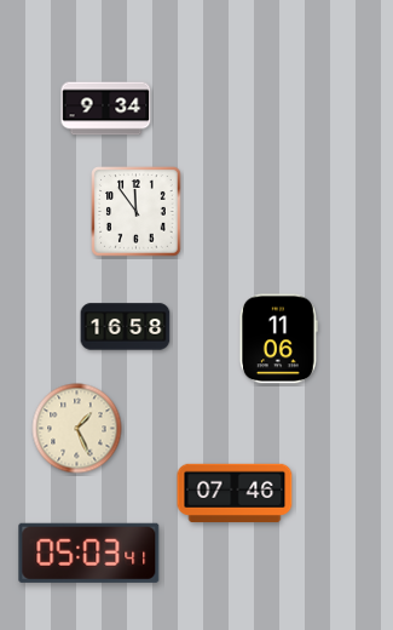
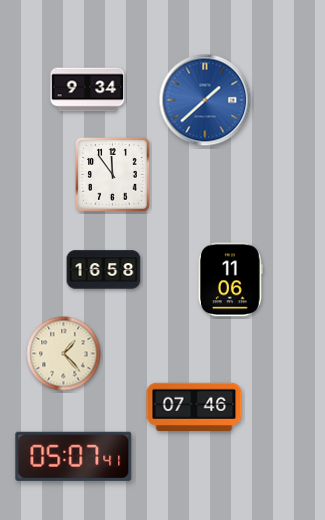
clock at (205, 100): none -> 1:38
clock at (77, 429): 1:26 -> 1:23
clock at (89, 552): 05:03 -> 05:07
